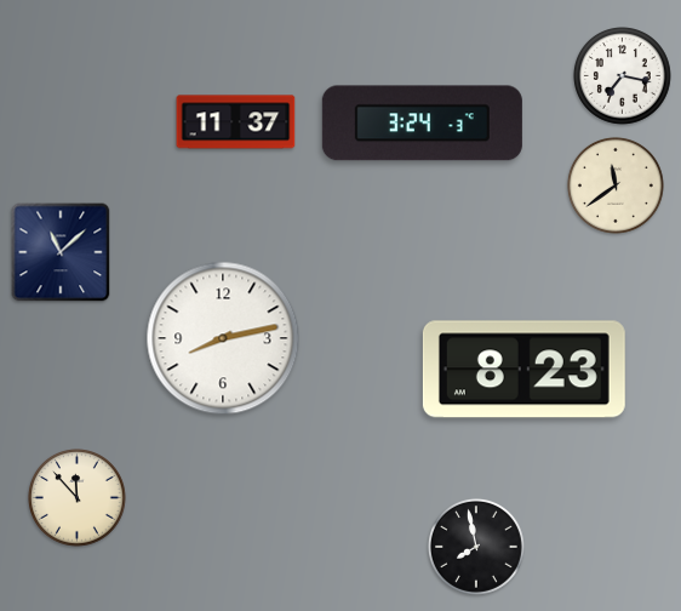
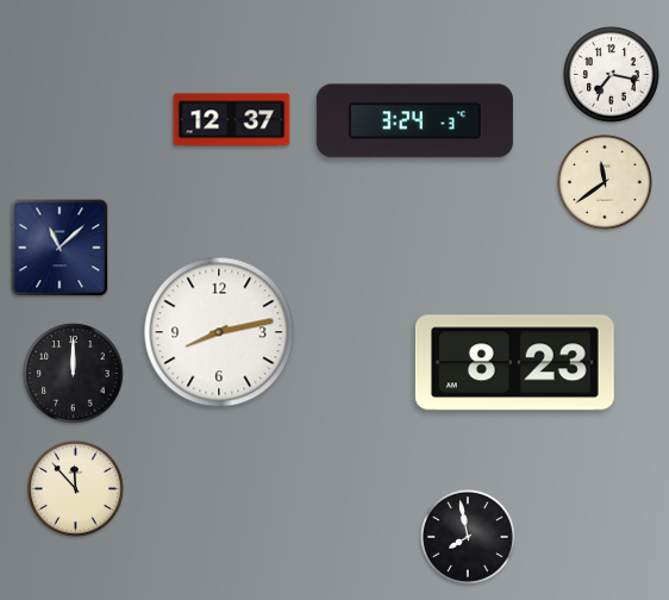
clock at (236, 122): 11:37 -> 12:37
clock at (74, 374): none -> 12:00
